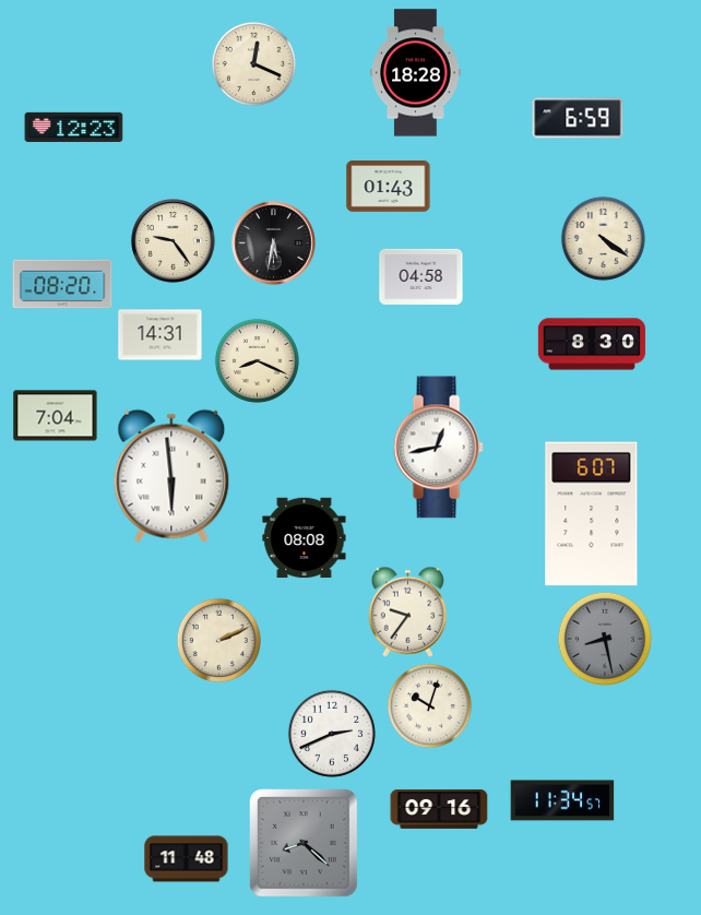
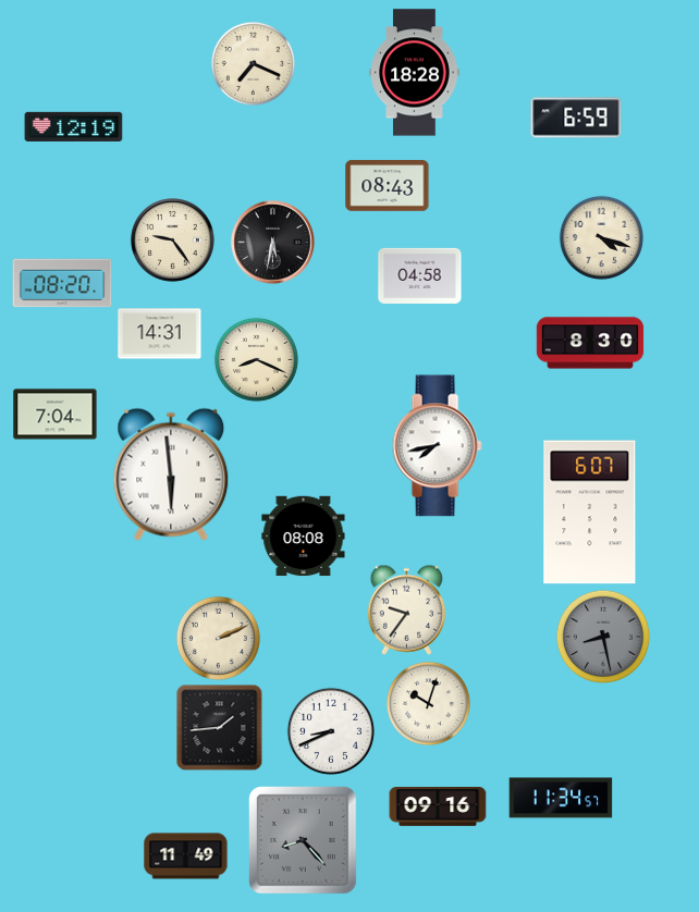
clock at (253, 63): 12:19 -> 7:19
clock at (74, 127): 12:23 -> 12:19
clock at (389, 187): 01:43 -> 08:43
clock at (603, 238): 4:21 -> 4:18
clock at (438, 448): 12:43 -> 7:43
clock at (219, 727): none -> 1:44
clock at (332, 734): 2:41 -> 8:41
clock at (305, 844): 8:22 -> 8:23
clock at (187, 859): 11:48 -> 11:49
